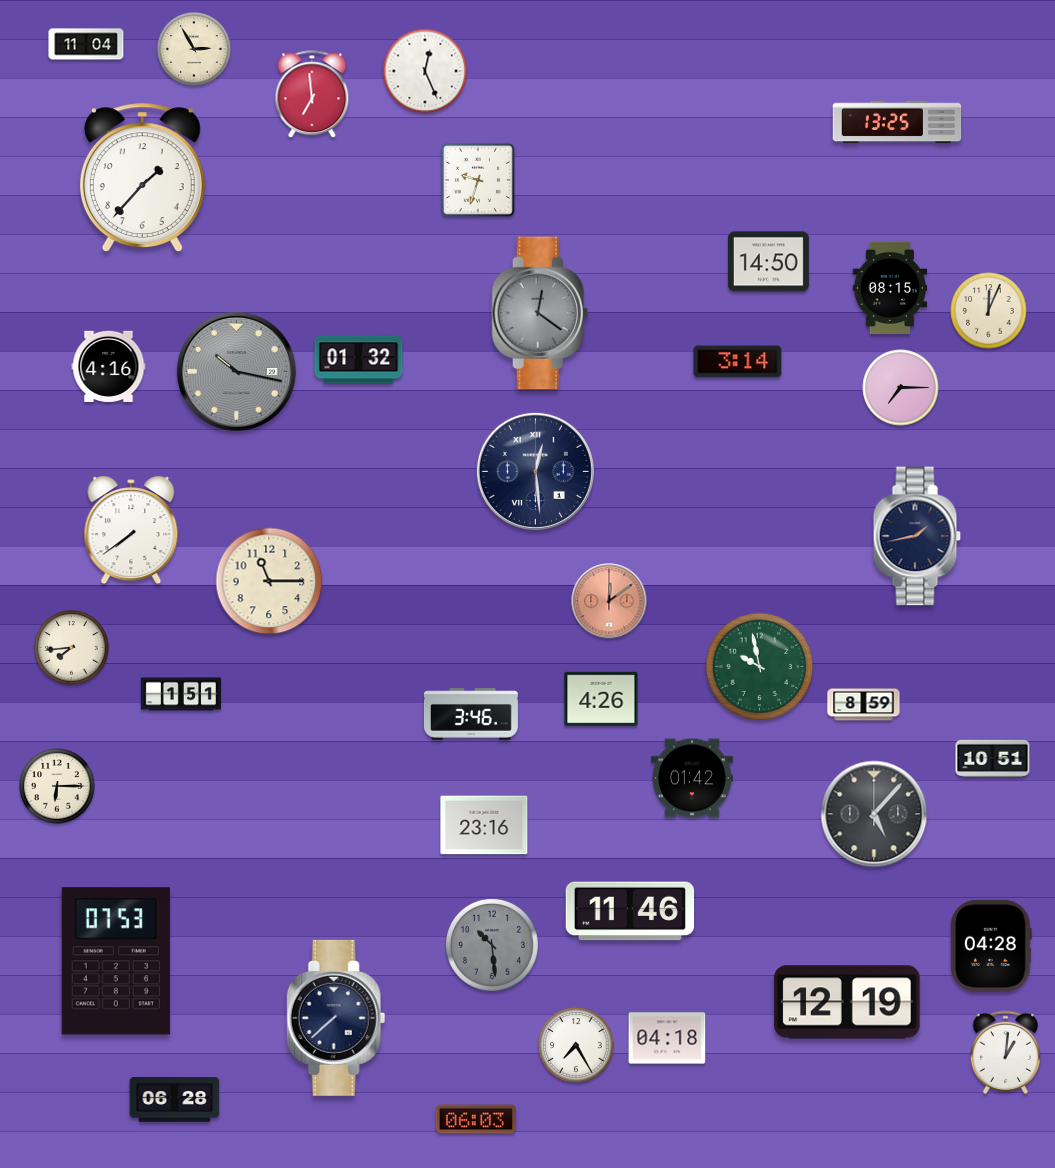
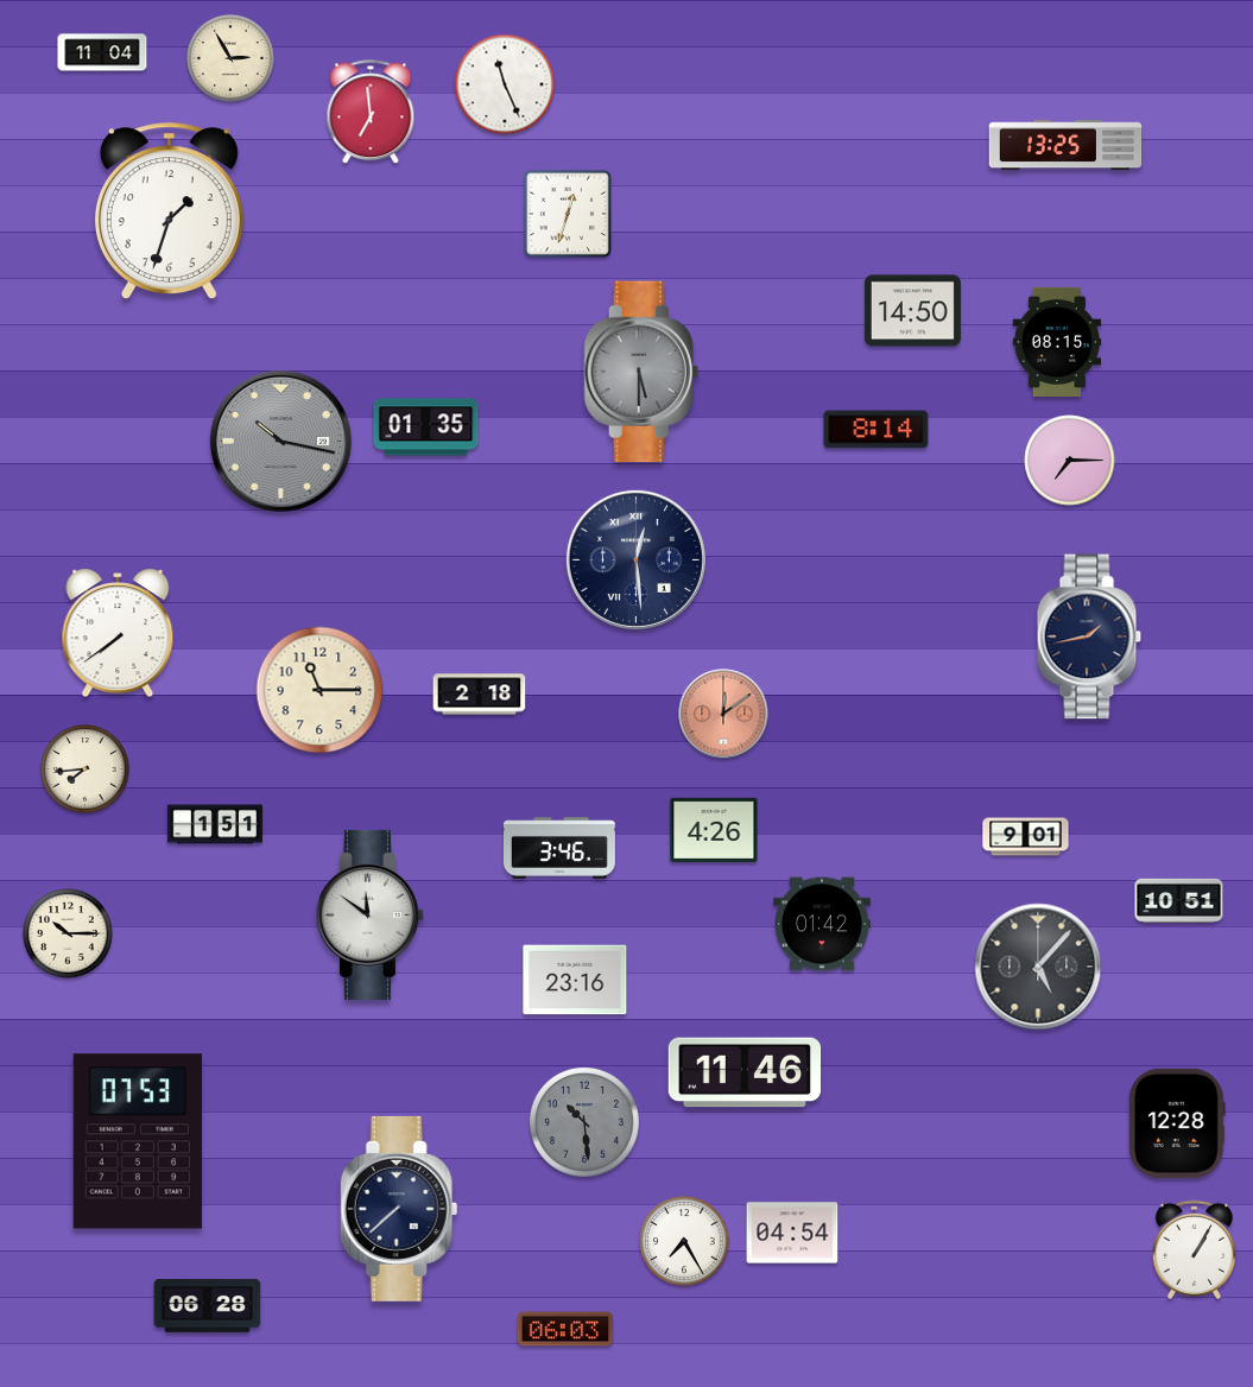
clock at (425, 71): 12:26 -> 11:26
clock at (142, 177): 1:37 -> 1:33
clock at (478, 180): 9:33 -> 12:33
clock at (989, 311): 12:04 -> none
clock at (540, 313): 12:21 -> 5:30
clock at (359, 360): 01:32 -> 01:35
clock at (738, 362): 3:14 -> 8:14
clock at (109, 366): 4:16 -> none
clock at (131, 530) position: (131, 530) -> (118, 633)
clock at (480, 695): none -> 2:18
clock at (760, 667): 9:58 -> none
clock at (864, 705): 8:59 -> 9:01
clock at (369, 914): none -> 11:51
clock at (57, 786): 6:15 -> 10:15
clock at (630, 911) position: (630, 911) -> (745, 1072)
clock at (991, 946): 04:28 -> 12:28
clock at (847, 1002): 12:19 -> none
clock at (667, 1038): 04:18 -> 04:54
clock at (1005, 1052): 1:01 -> 1:05
